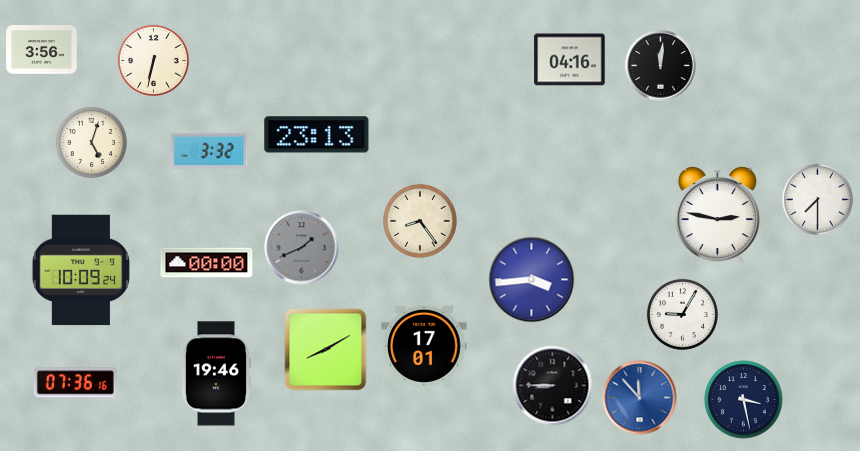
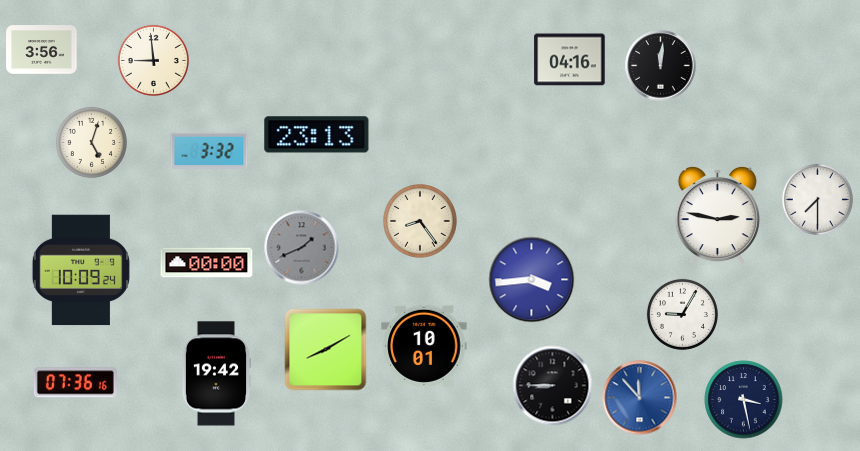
clock at (153, 60): 6:32 -> 8:59
clock at (424, 346): 17:01 -> 10:01
clock at (215, 374): 19:46 -> 19:42
